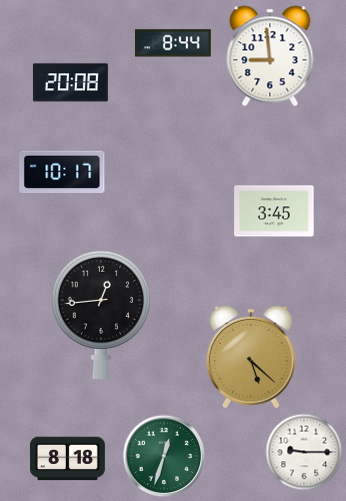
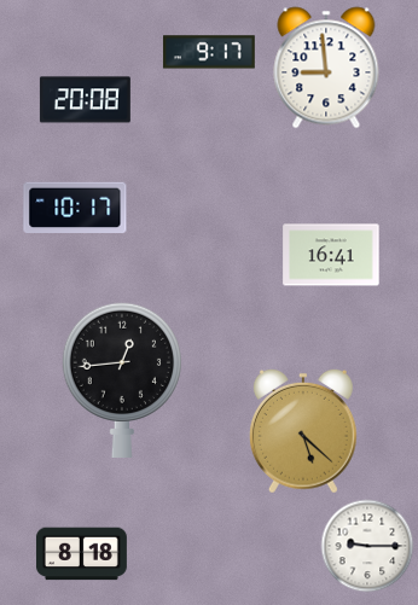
clock at (173, 43): 8:44 -> 9:17
clock at (274, 211): 3:45 -> 16:41
clock at (164, 456): 12:33 -> none
